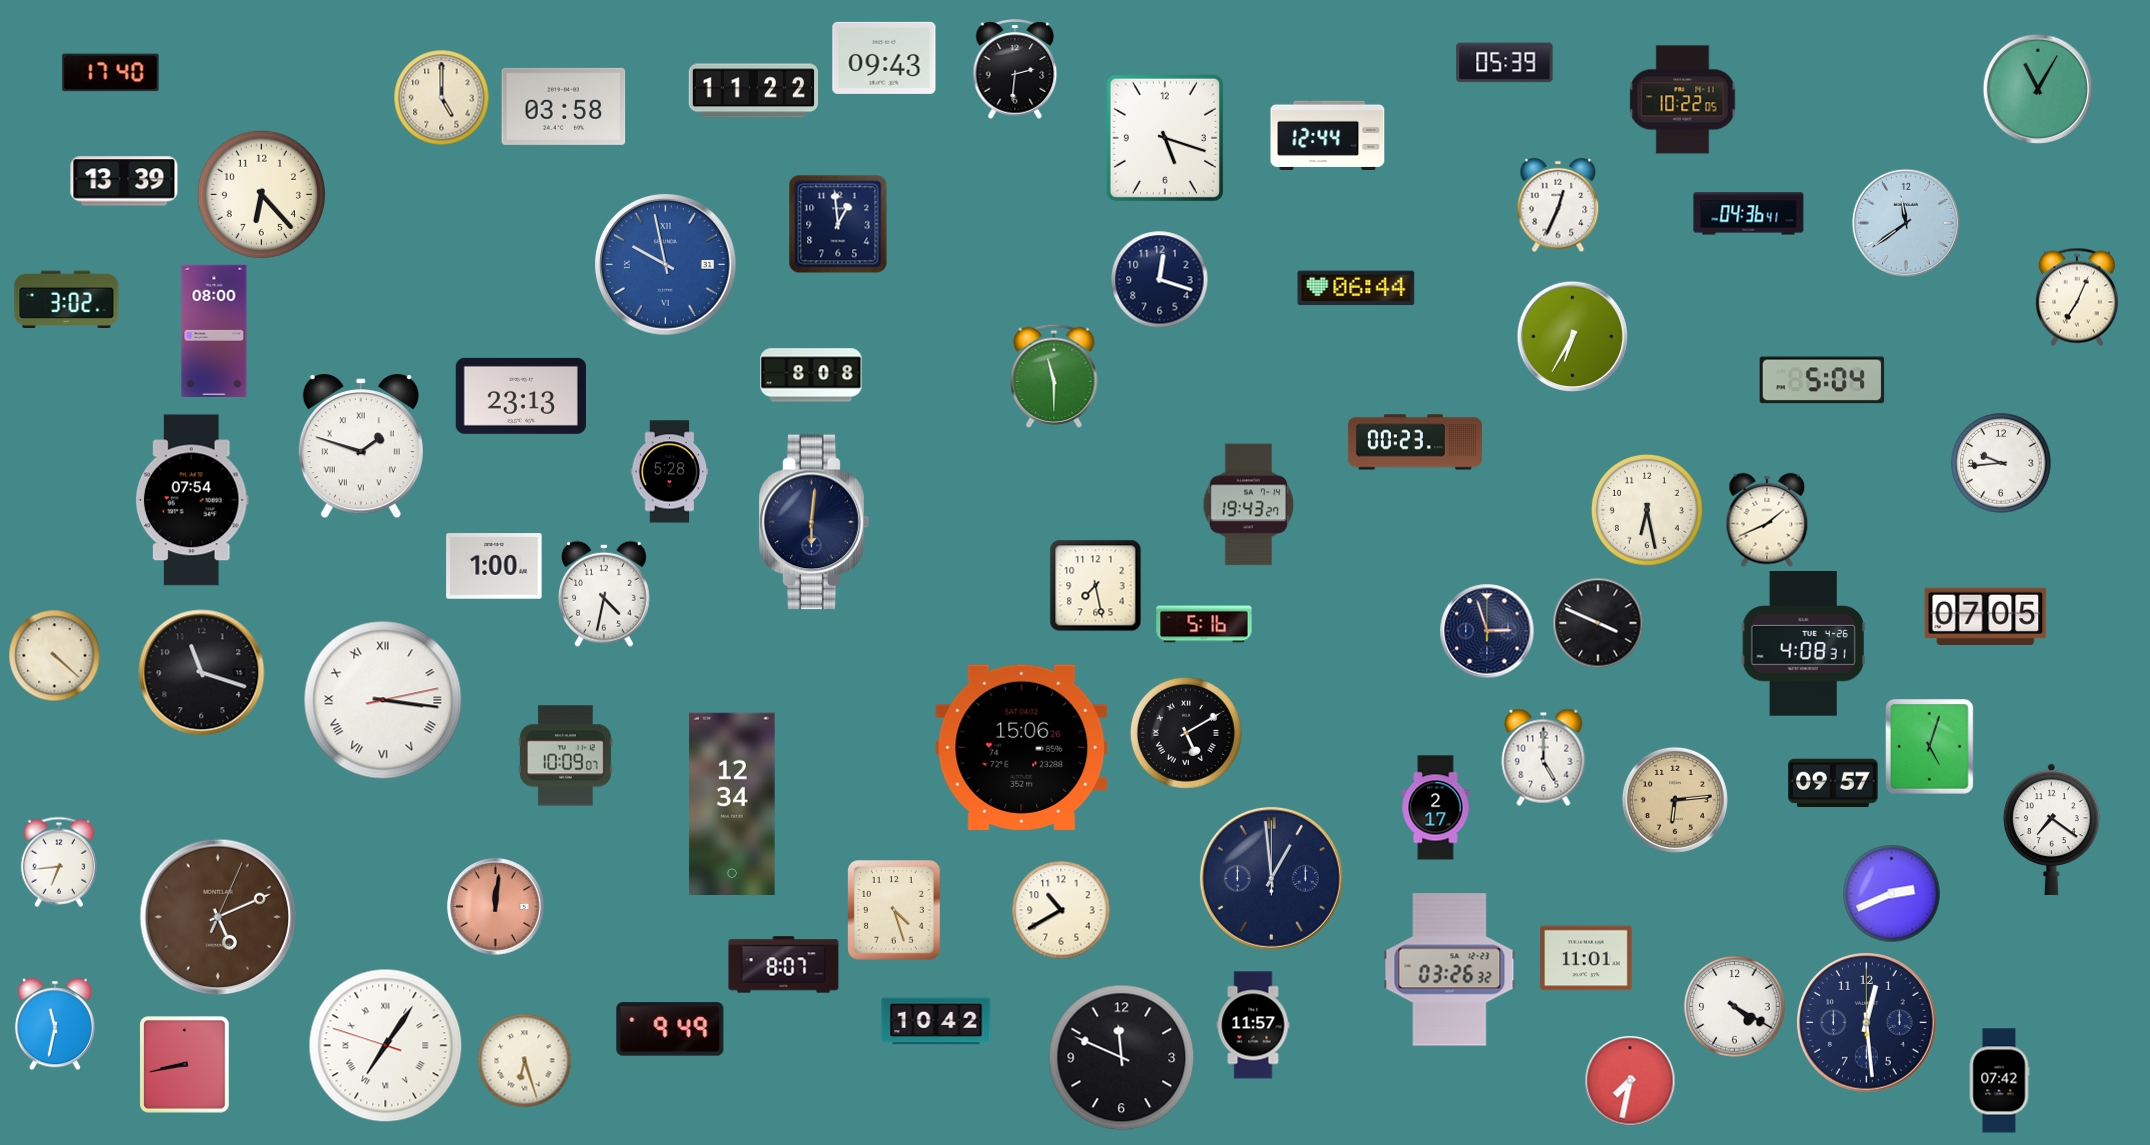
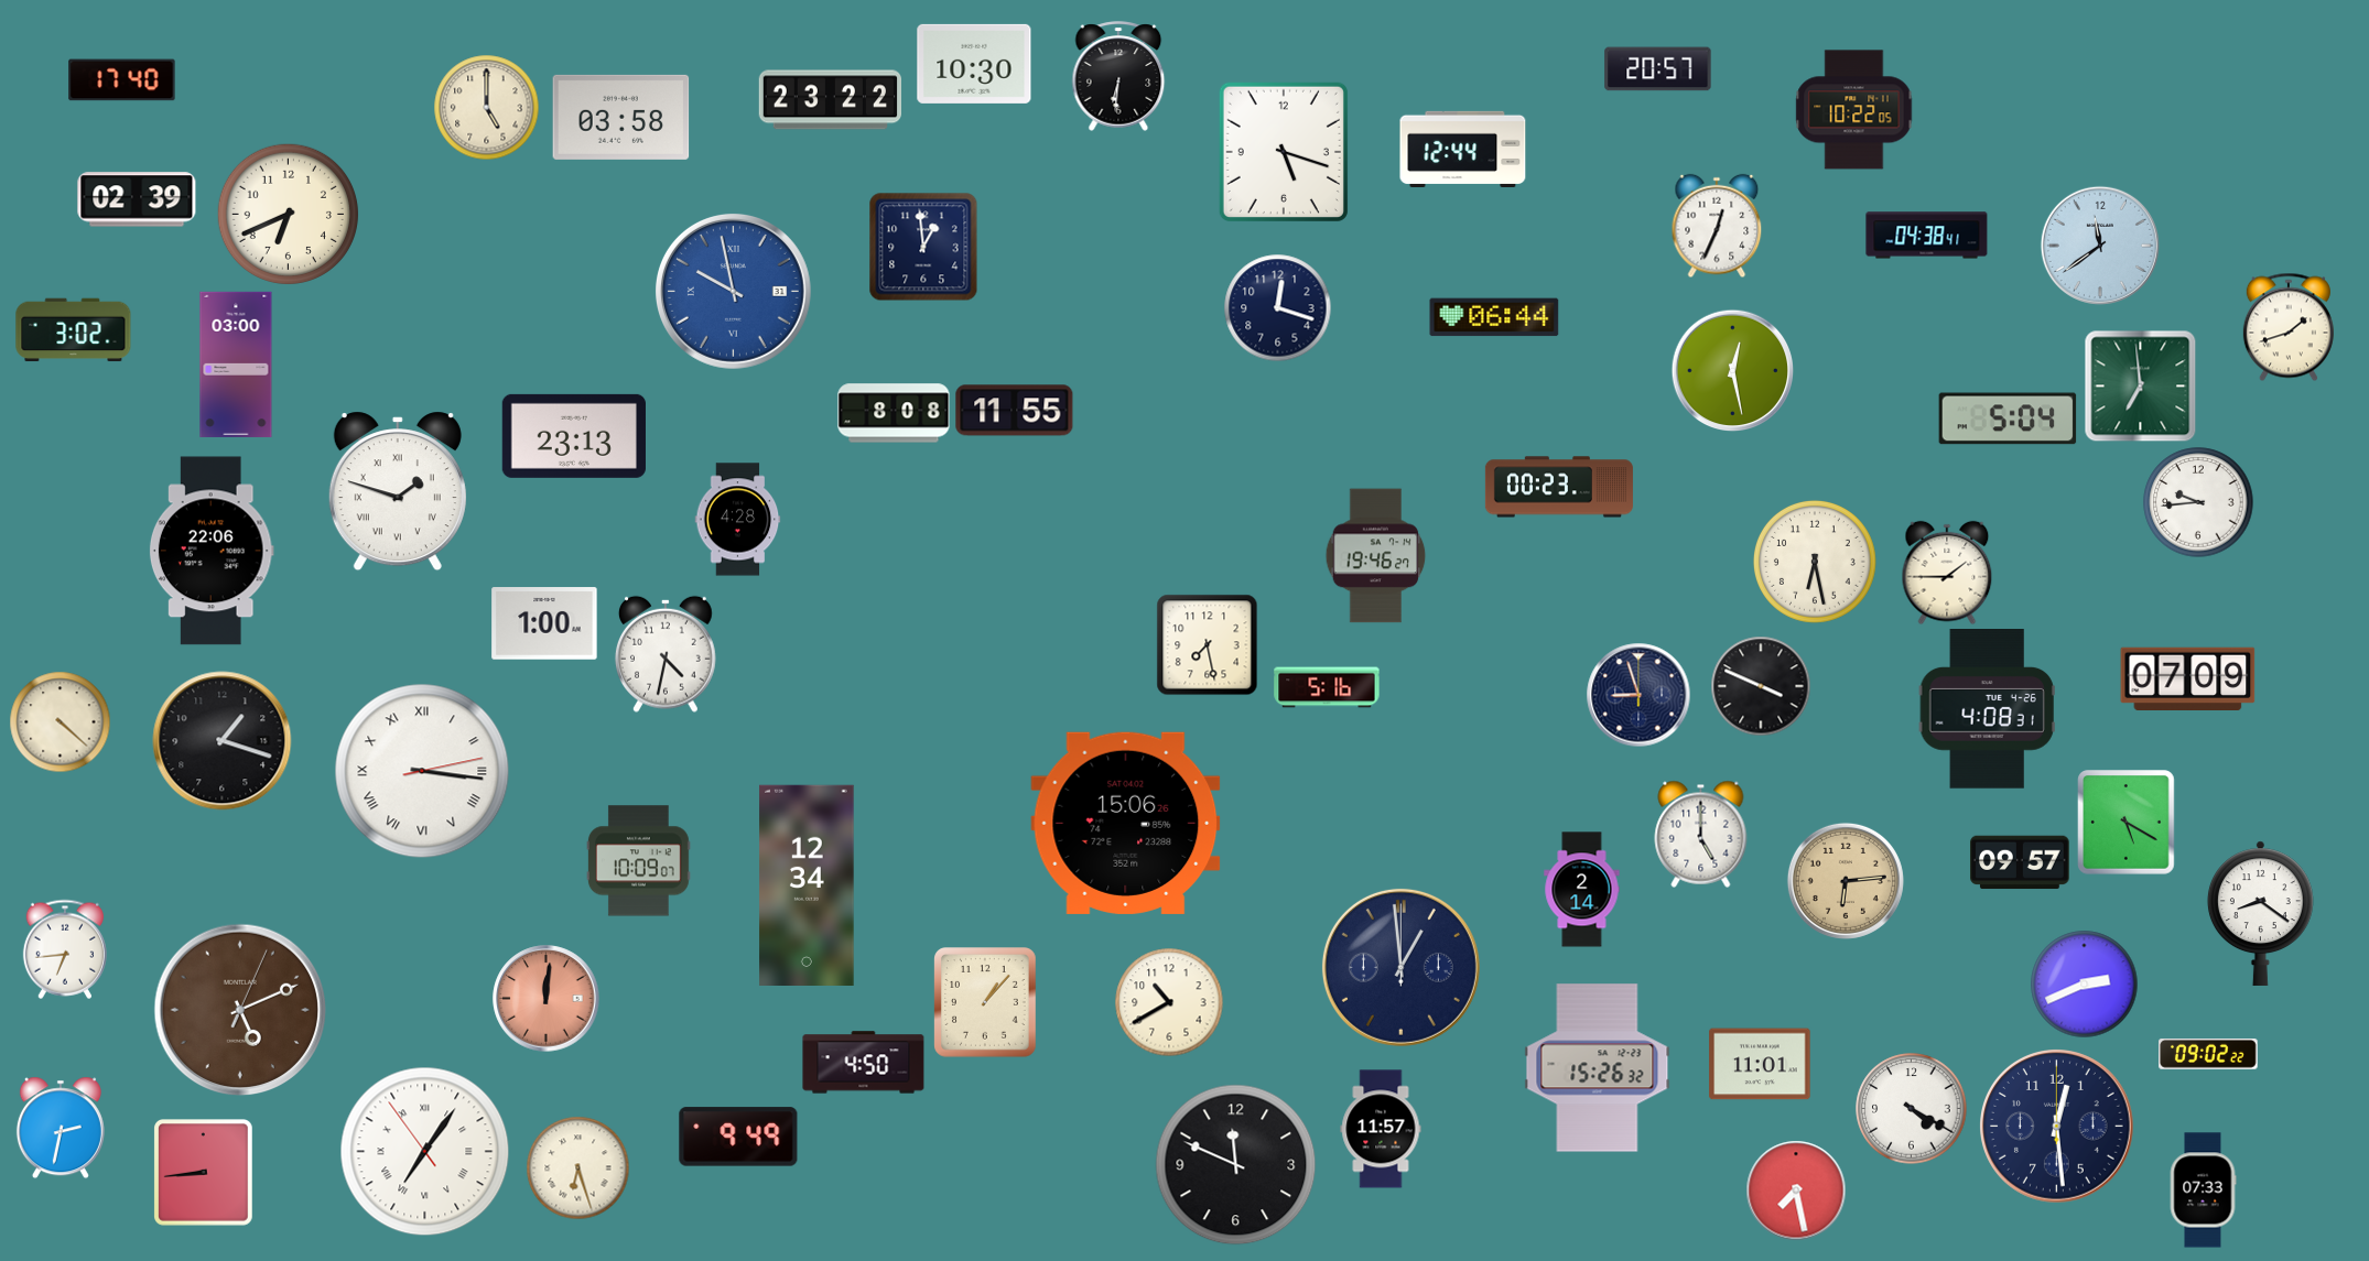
clock at (884, 58): 09:43 -> 10:30
clock at (1505, 63): 05:39 -> 20:57
clock at (1015, 69): 2:31 -> 6:31
clock at (2037, 88): 11:05 -> none
clock at (753, 91): 11:22 -> 23:22
clock at (124, 181): 13:39 -> 02:39
clock at (261, 194): 6:23 -> 6:41
clock at (1749, 214): 04:36 -> 04:38
clock at (2077, 297): 7:04 -> 1:42
clock at (214, 331): 08:00 -> 03:00
clock at (1572, 336): 6:35 -> 12:28
clock at (2140, 385): none -> 6:59
clock at (1015, 411): none -> 11:55
clock at (1054, 375): 11:30 -> none
clock at (2001, 463) position: (2001, 463) -> (2198, 502)
clock at (670, 472): 5:28 -> 4:28
clock at (192, 500): 07:54 -> 22:06
clock at (1249, 505): 19:43 -> 19:46
clock at (1767, 520): 1:41 -> 1:45
clock at (814, 522): 6:01 -> none
clock at (1986, 616): 07:05 -> 07:09
clock at (1487, 631): 2:57 -> 8:57
clock at (202, 673): 11:18 -> 1:18
clock at (1186, 733): 5:10 -> none
clock at (1930, 747): 5:03 -> 5:20
clock at (565, 756) position: (565, 756) -> (638, 861)
clock at (1436, 808): 2:17 -> 2:14
clock at (2051, 829): 7:21 -> 8:21
clock at (895, 911): 4:27 -> 1:07
clock at (1586, 958) position: (1586, 958) -> (1760, 1064)
clock at (2208, 1055): none -> 09:02
clock at (784, 965): 8:07 -> 4:50
clock at (1450, 970): 03:26 -> 15:26
clock at (936, 1021): 10:42 -> none
clock at (55, 1024): 11:32 -> 2:32
clock at (670, 1029) position: (670, 1029) -> (738, 1137)
clock at (386, 1046): 7:05:48 -> 7:05:54
clock at (185, 1065): 8:43 -> 8:44
clock at (1630, 1081): 7:32 -> 7:28
clock at (1999, 1081): 07:42 -> 07:33
